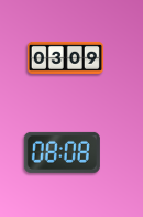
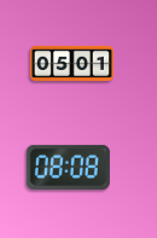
clock at (65, 57): 03:09 -> 05:01
